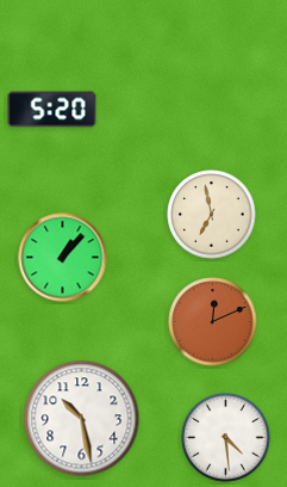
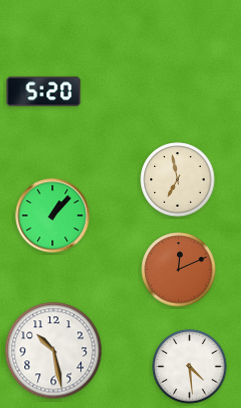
clock at (82, 419) position: (82, 419) -> (54, 351)
